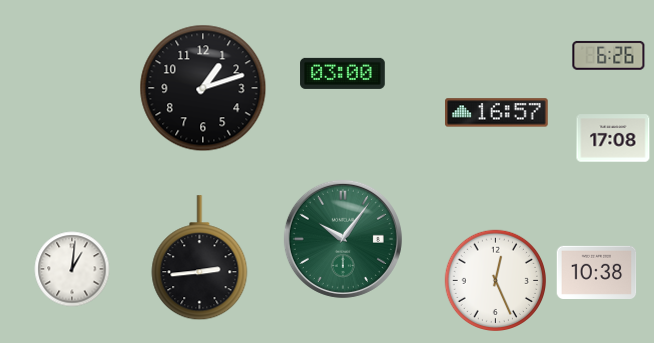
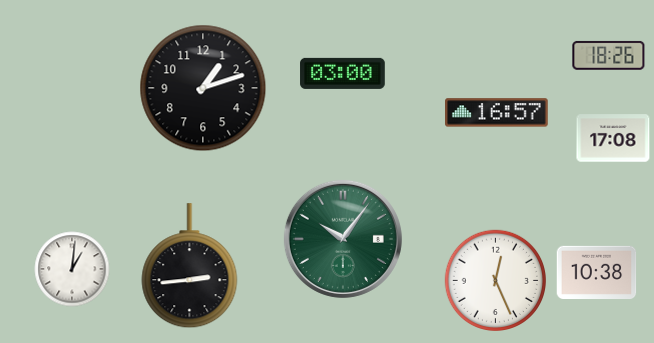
clock at (609, 55): 6:26 -> 18:26
clock at (200, 258) position: (200, 258) -> (190, 266)
